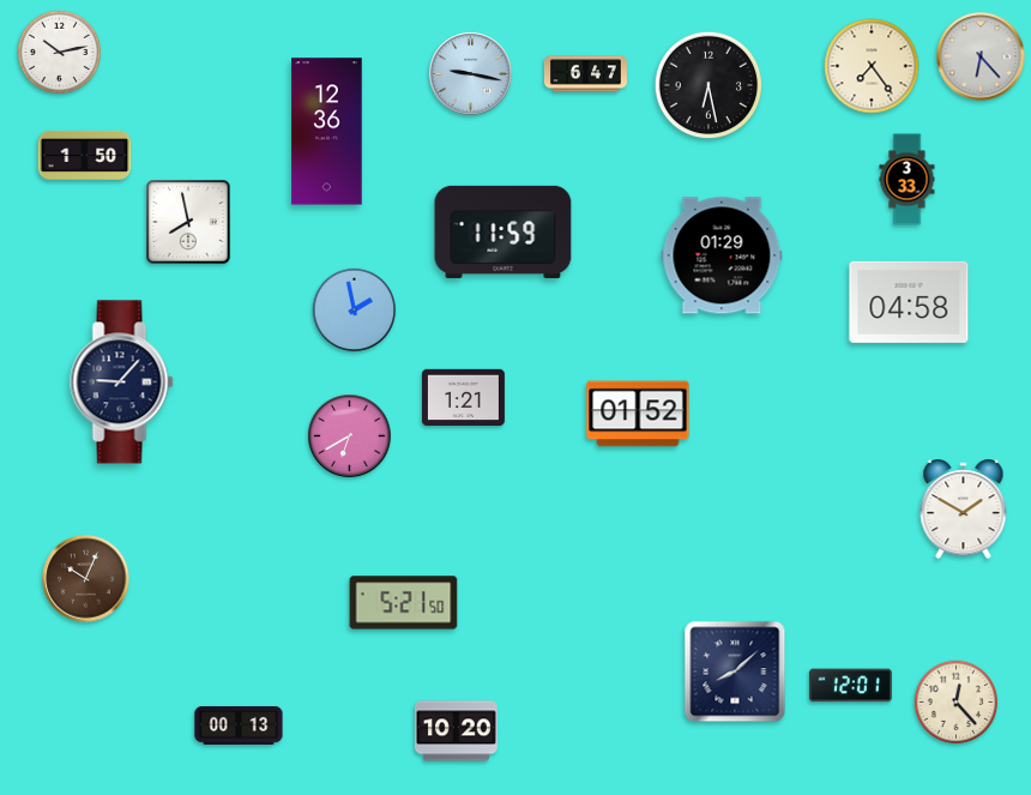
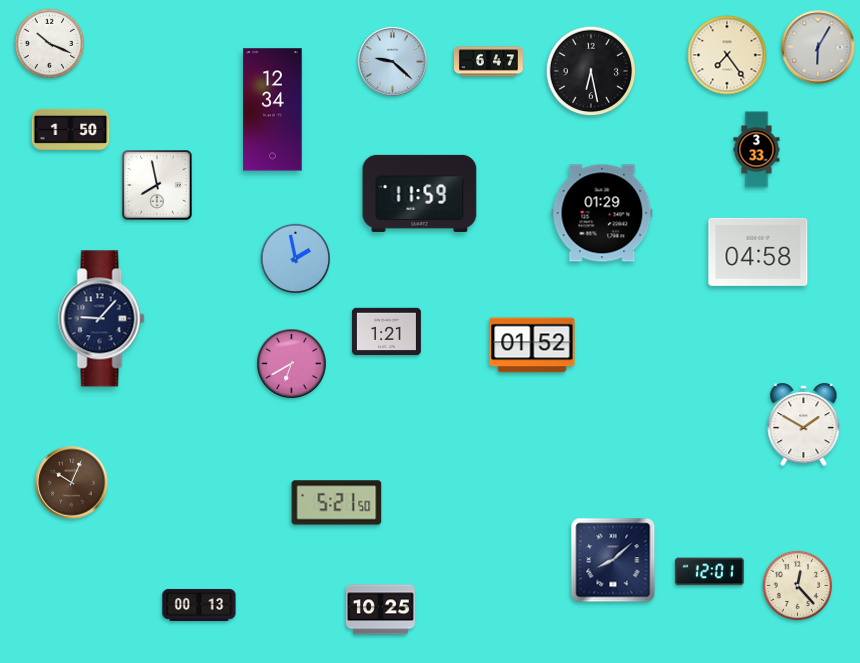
clock at (60, 53): 10:13 -> 10:19
clock at (981, 56): 6:23 -> 6:05
clock at (471, 74): 9:17 -> 9:22
clock at (327, 132): 12:36 -> 12:34
clock at (456, 731): 10:20 -> 10:25
